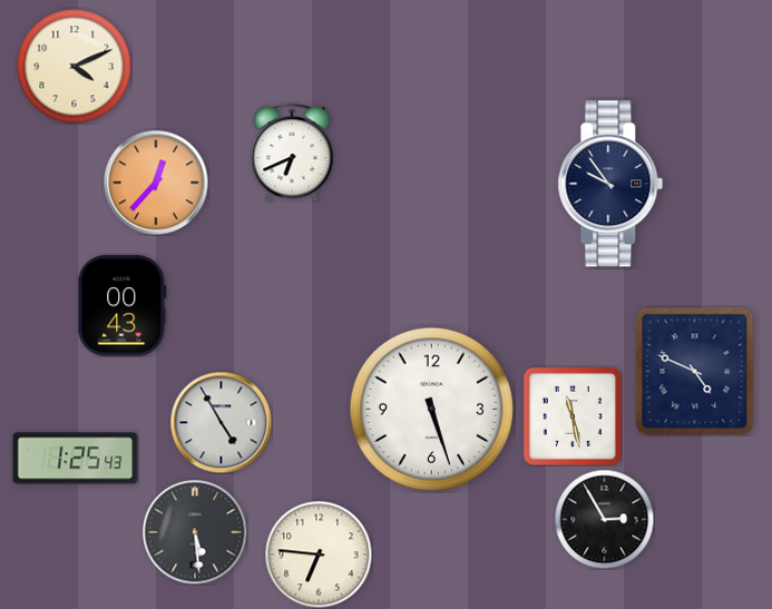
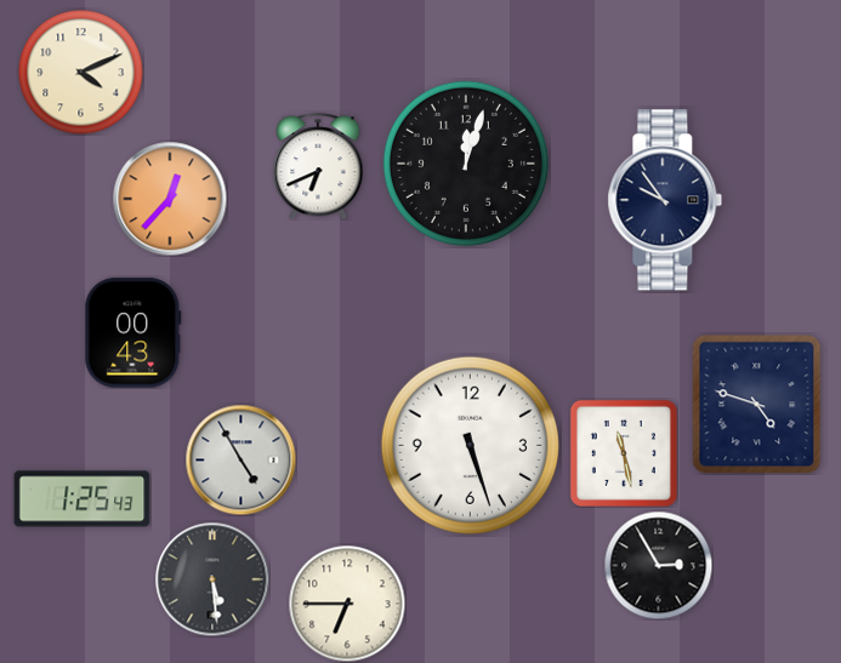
clock at (466, 164): none -> 12:03
clock at (695, 372): 4:49 -> 4:48
clock at (319, 554): 6:46 -> 6:45
